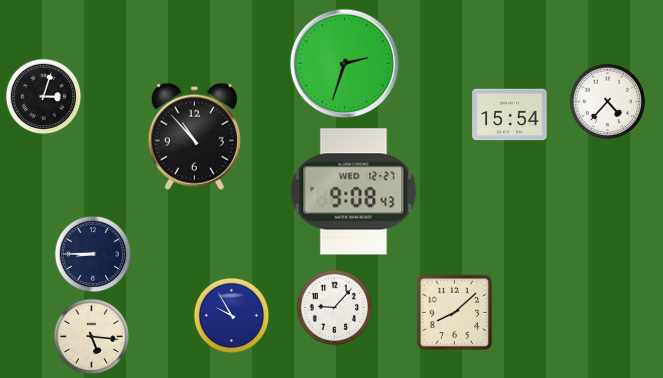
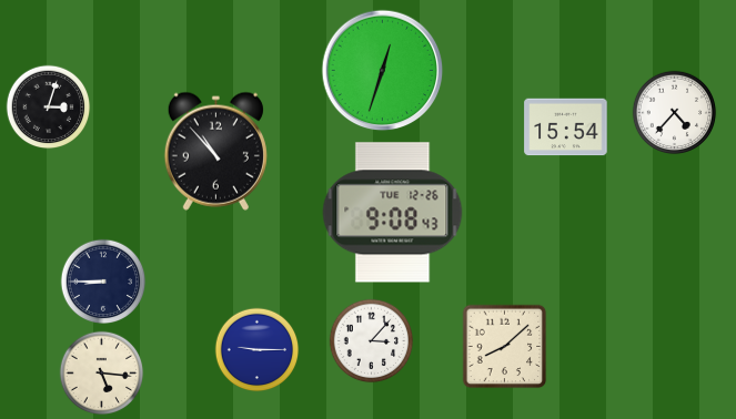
clock at (345, 64): 2:33 -> 12:33
clock at (354, 192) date: WED 12-27 -> TUE 12-26
clock at (335, 308): 9:07 -> 3:07
clock at (232, 316): 9:55 -> 9:15
